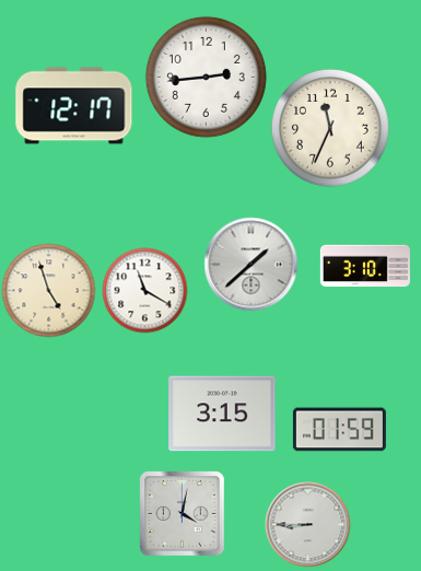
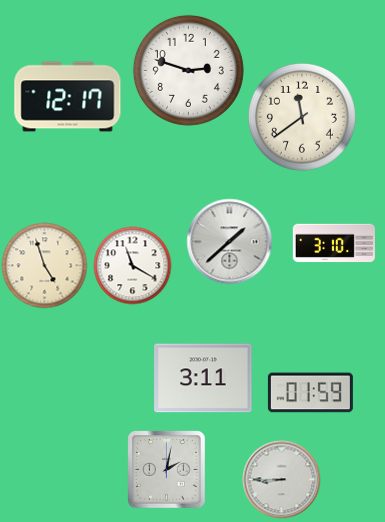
clock at (206, 77): 2:44 -> 2:48
clock at (330, 128): 11:34 -> 11:39
clock at (222, 413): 3:15 -> 3:11
clock at (182, 513): 4:02 -> 2:02
